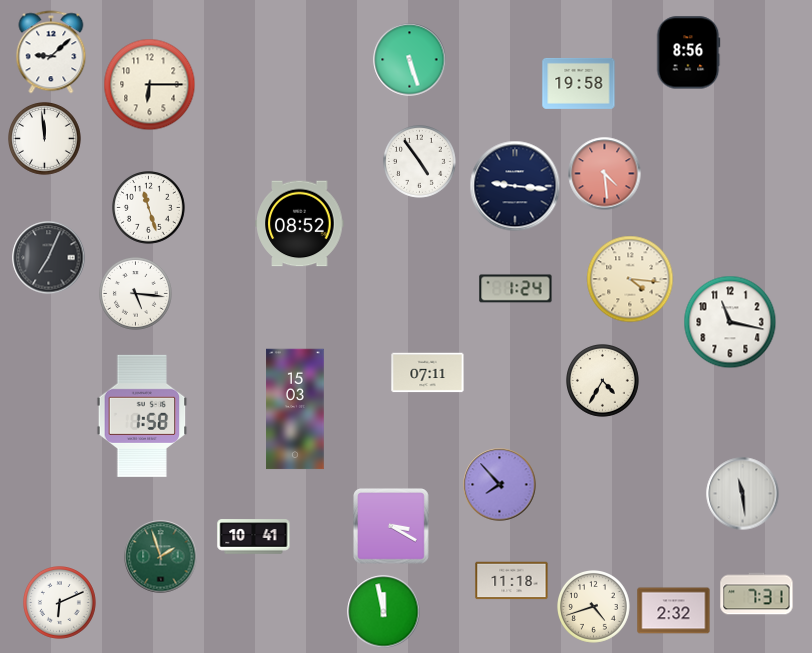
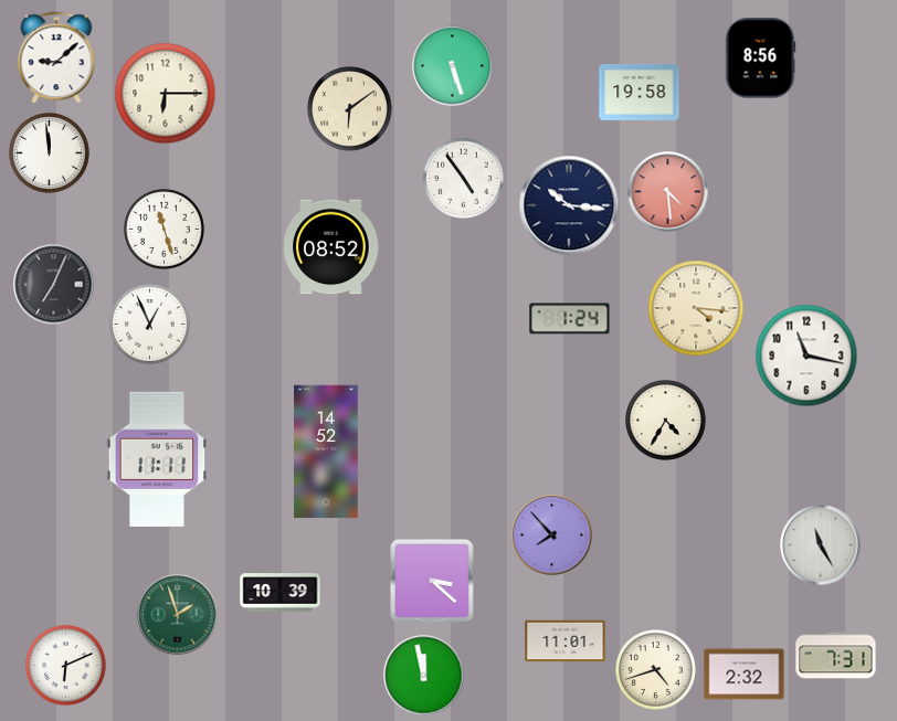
clock at (350, 109): none -> 6:09
clock at (515, 186): 9:16 -> 10:16
clock at (136, 294): 5:16 -> 12:56
clock at (428, 373): 07:11 -> none
clock at (295, 409): 15:03 -> 14:52
clock at (142, 416): 1:58 -> 11:11
clock at (743, 494): 11:29 -> 11:25
clock at (391, 526): 3:20 -> 3:22
clock at (254, 537): 10:41 -> 10:39
clock at (512, 581): 11:18 -> 11:01
